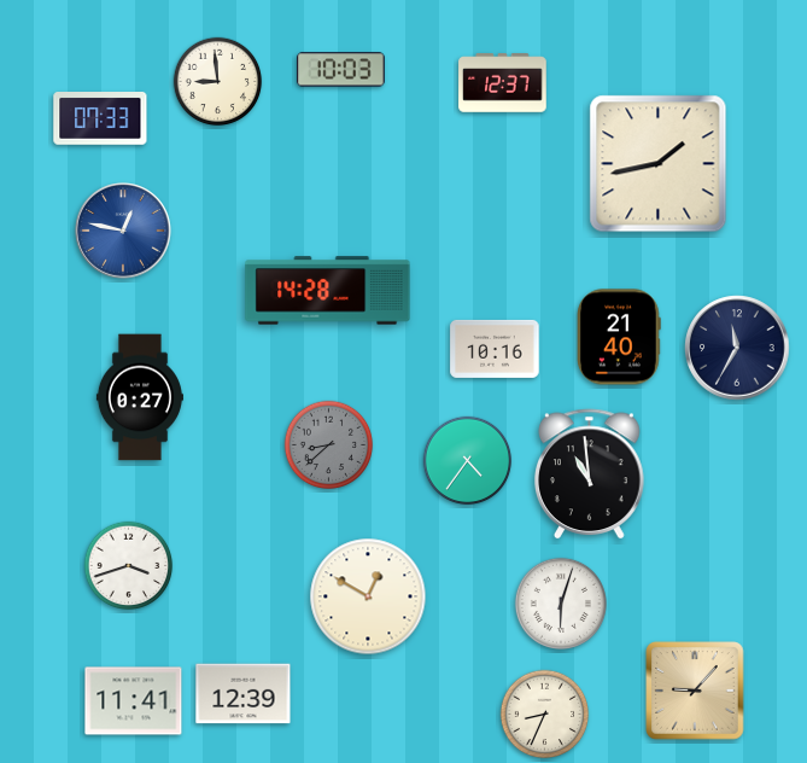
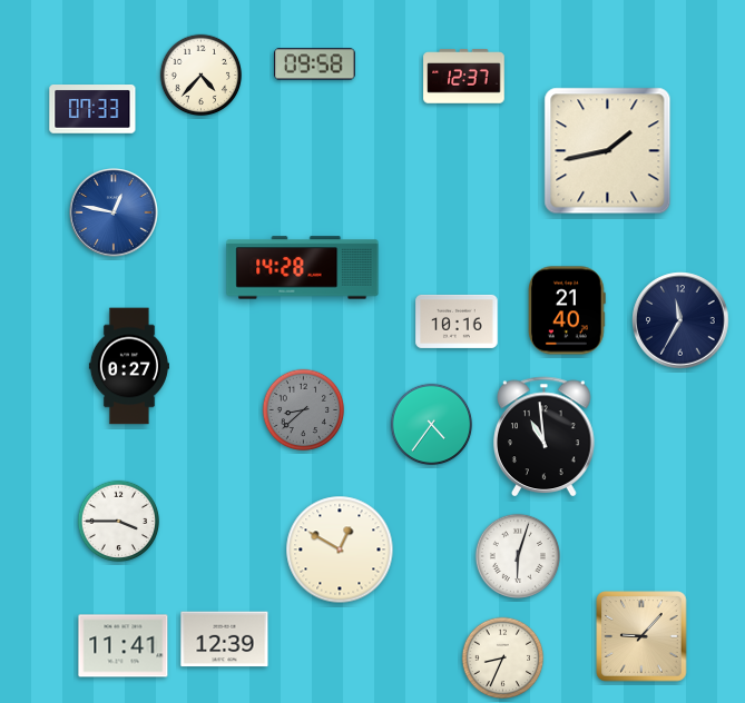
clock at (341, 70): 10:03 -> 09:58
clock at (218, 82): 8:59 -> 4:37
clock at (620, 337) position: (620, 337) -> (568, 310)
clock at (129, 566): 3:42 -> 3:45
